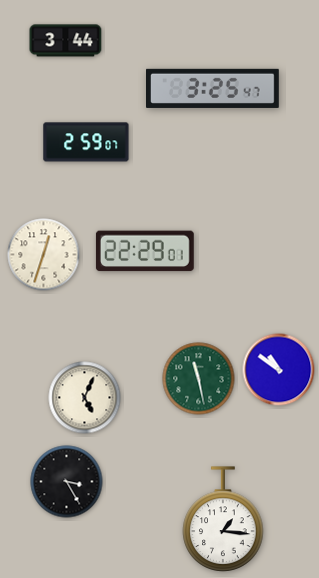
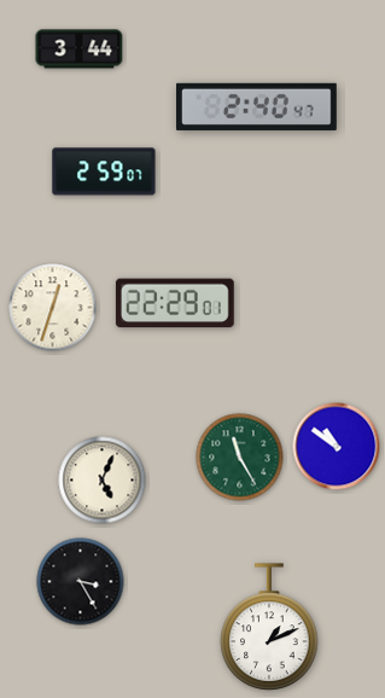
clock at (213, 88): 3:25 -> 2:40
clock at (199, 379): 11:28 -> 11:25
clock at (223, 519): 1:16 -> 1:11
